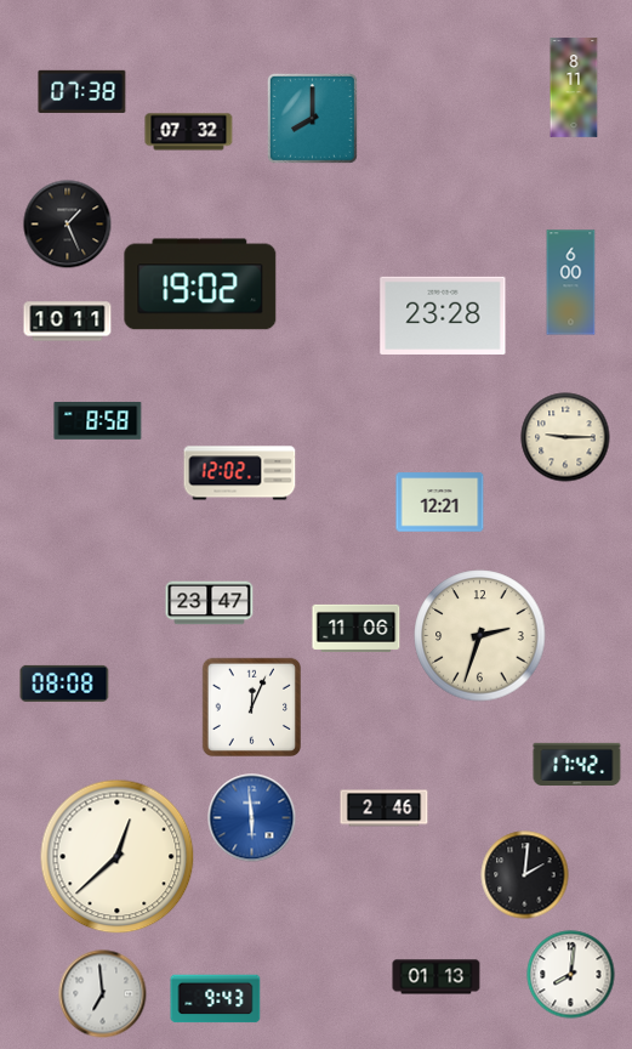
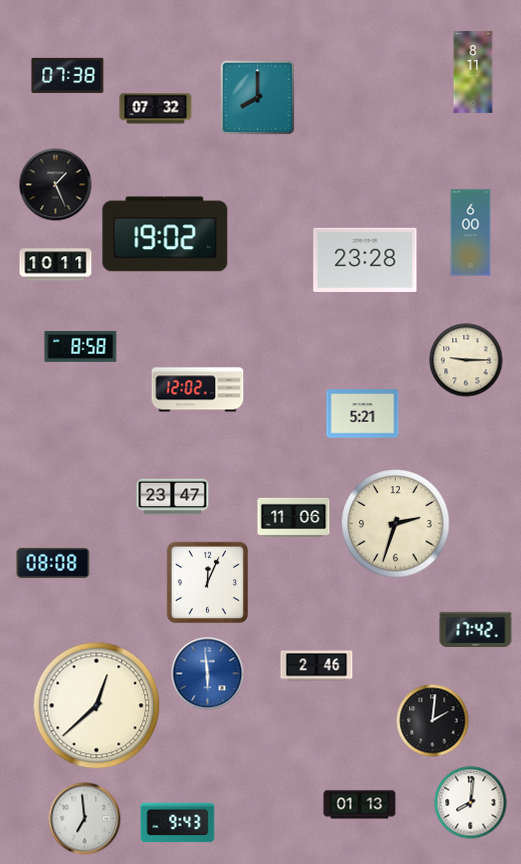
clock at (440, 503): 12:21 -> 5:21
